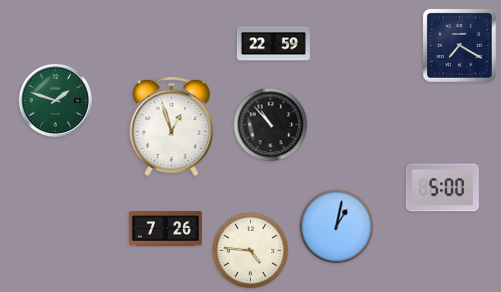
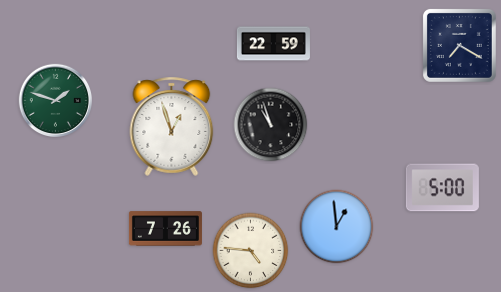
clock at (271, 125): 10:53 -> 10:57
clock at (337, 227): 1:02 -> 12:59
